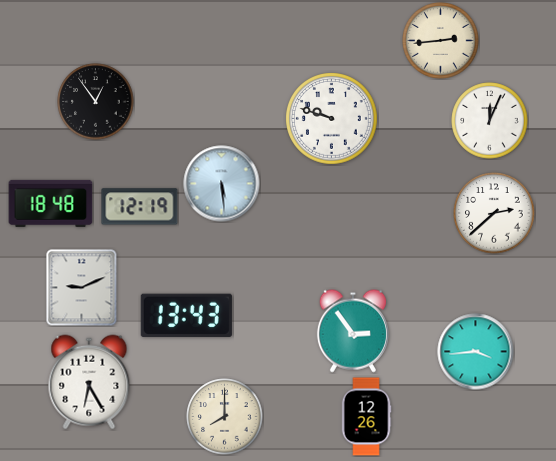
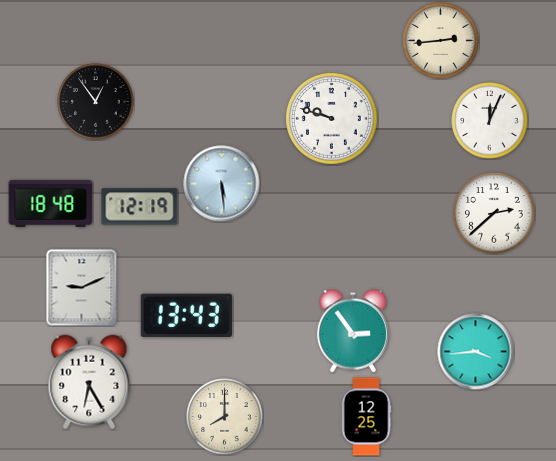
clock at (366, 417): 12:26 -> 12:25
